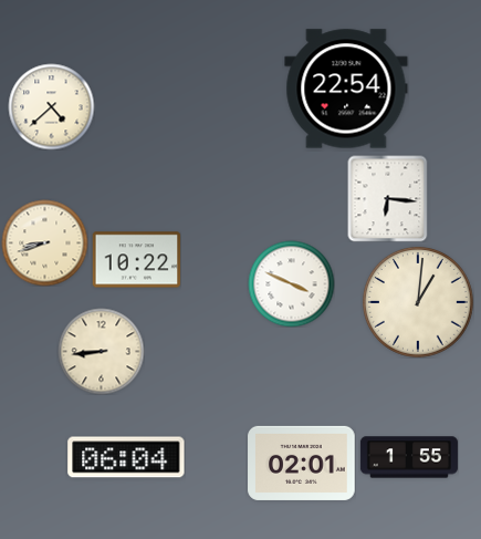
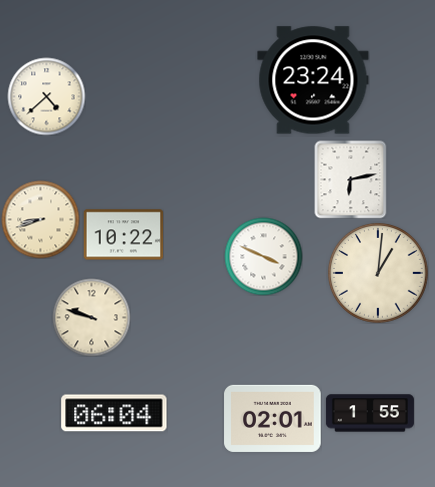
clock at (346, 89): 22:54 -> 23:24
clock at (388, 198): 6:16 -> 6:13
clock at (101, 351): 8:44 -> 9:48
